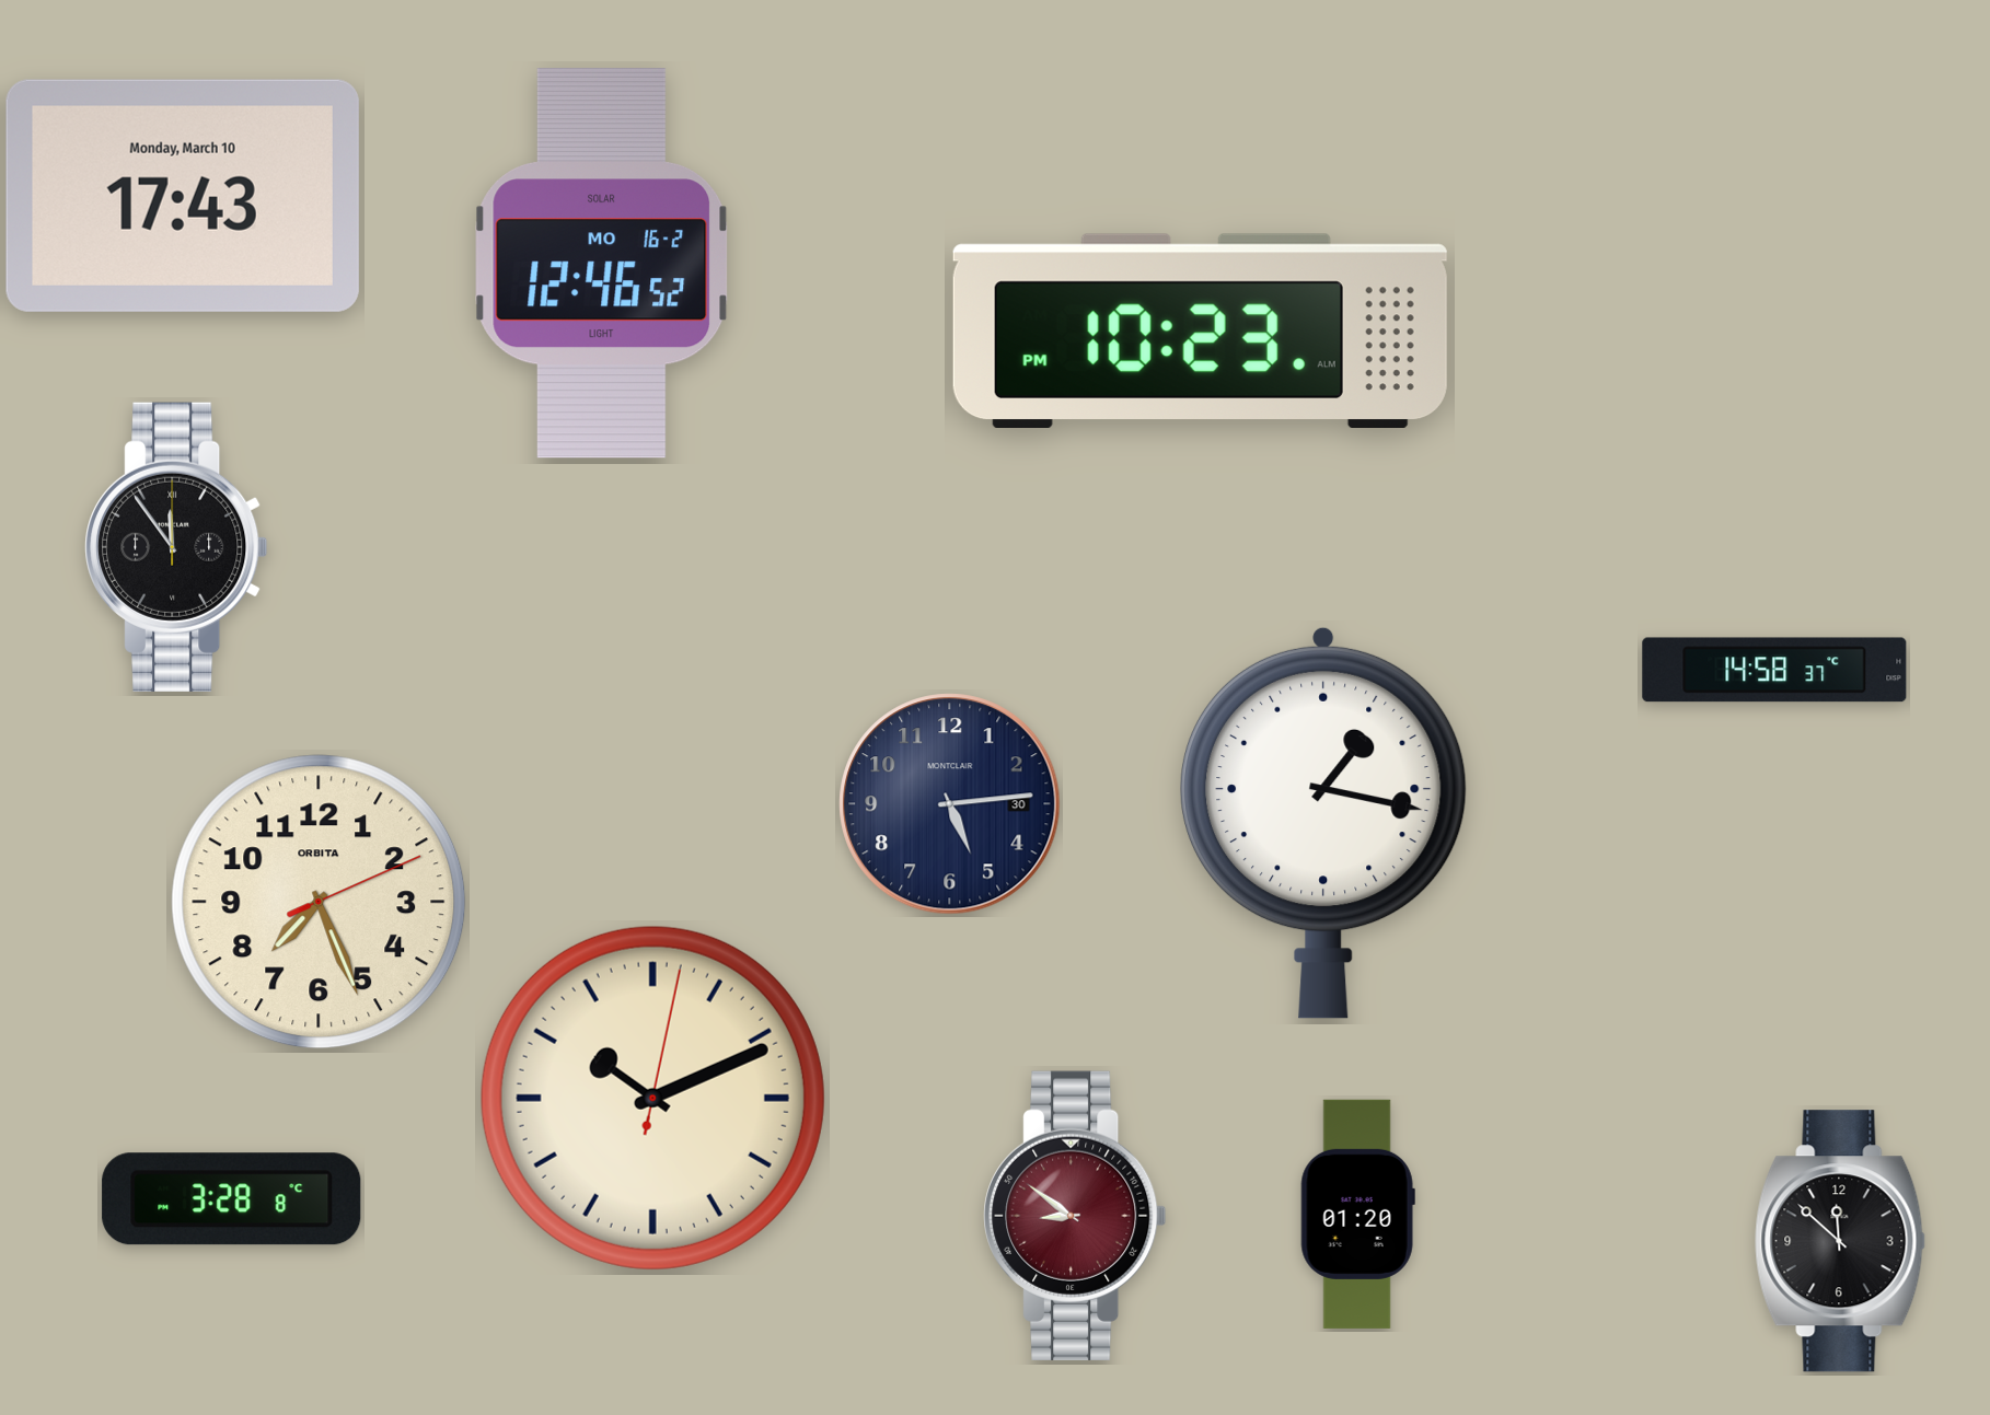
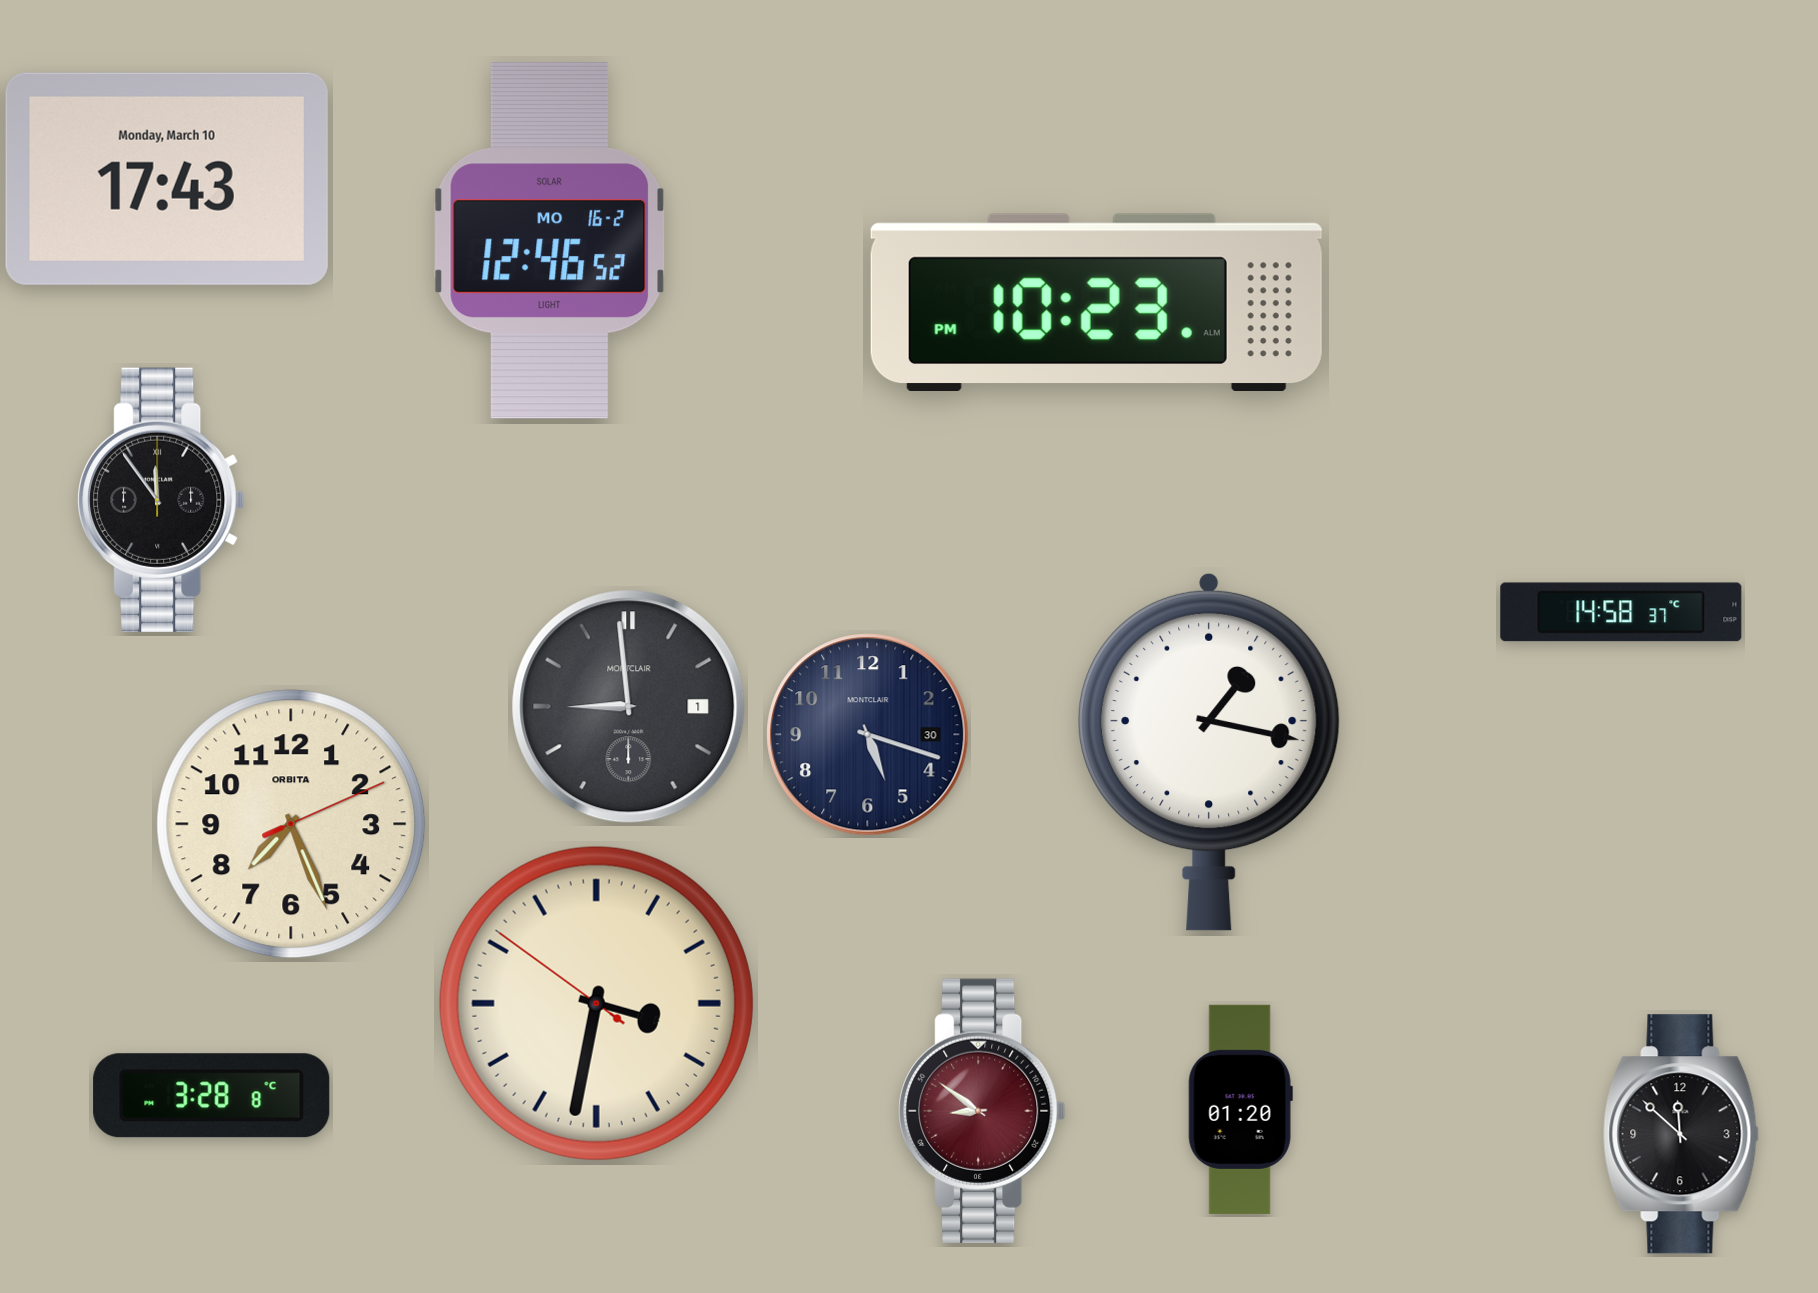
clock at (629, 707): none -> 8:59
clock at (950, 804): 5:14 -> 5:18
clock at (652, 1098): 10:11 -> 3:31
